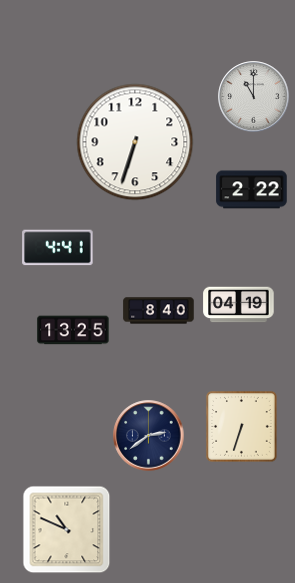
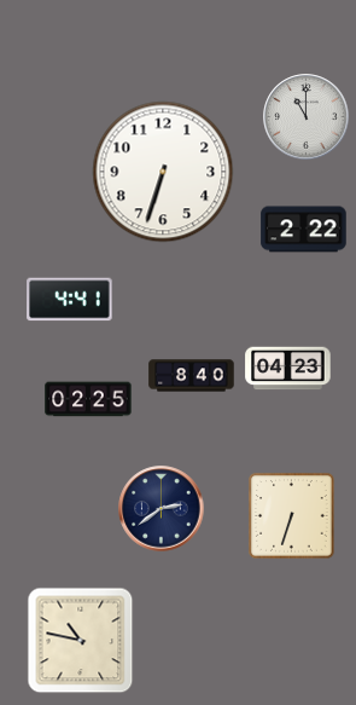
clock at (239, 305): 04:19 -> 04:23
clock at (73, 330): 13:25 -> 02:25
clock at (149, 436) position: (149, 436) -> (162, 509)
clock at (67, 530): 10:49 -> 10:47
